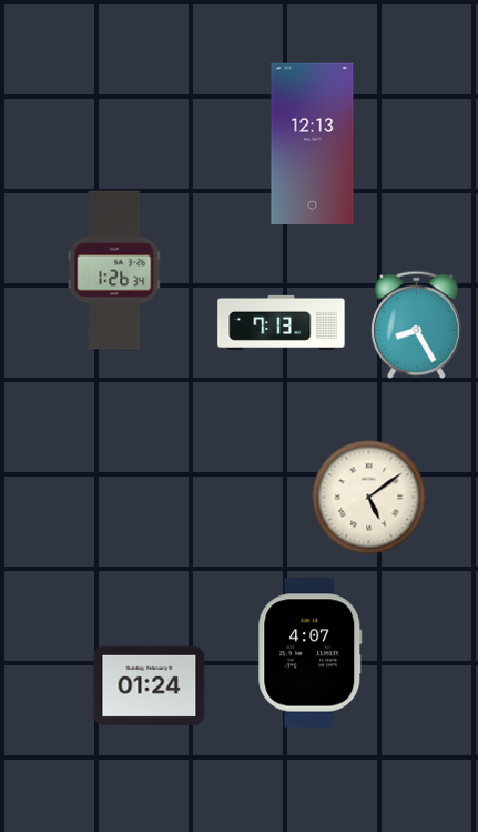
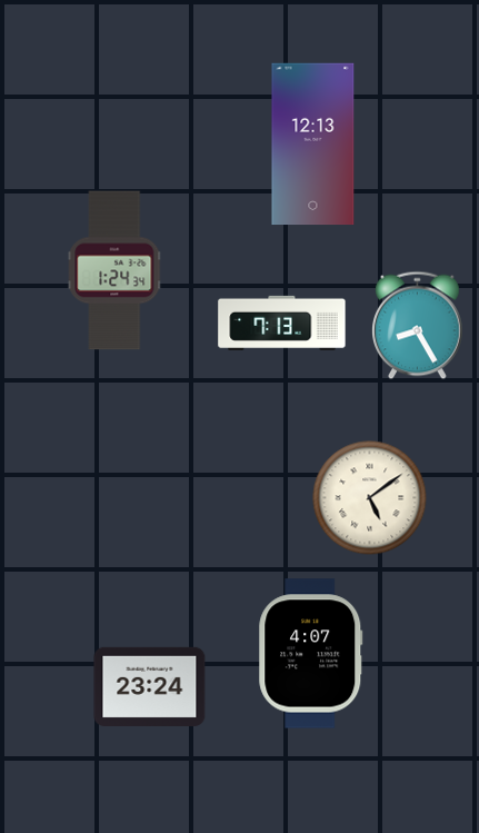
clock at (115, 270): 1:26 -> 1:24
clock at (150, 685): 01:24 -> 23:24
